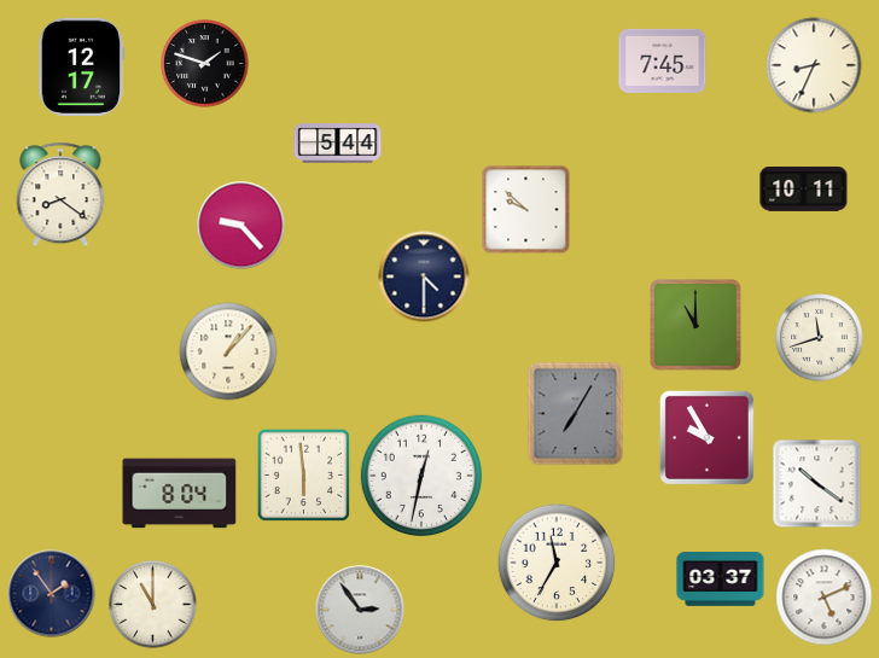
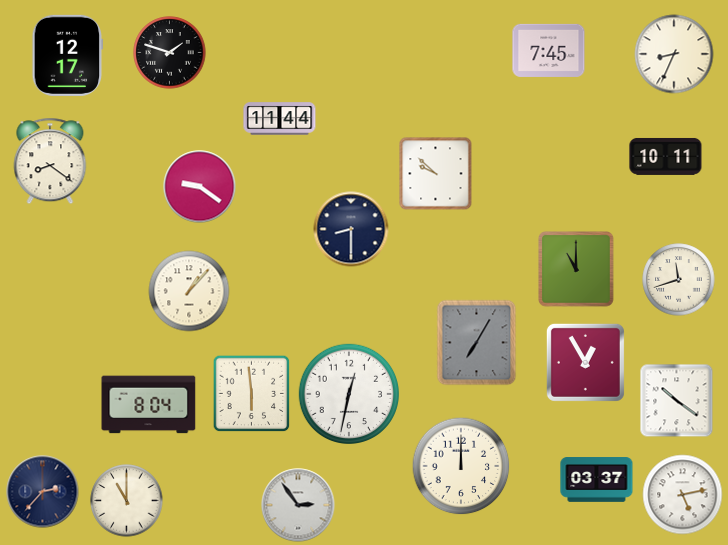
clock at (338, 144): 5:44 -> 11:44
clock at (241, 226): 9:23 -> 9:21
clock at (424, 276): 4:30 -> 8:30
clock at (706, 437): 9:55 -> 12:55
clock at (180, 494) position: (180, 494) -> (149, 405)
clock at (557, 563): 11:35 -> 12:00
clock at (52, 594): 1:54 -> 2:37
clock at (825, 598): 5:11 -> 5:13
